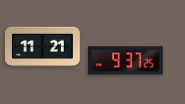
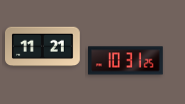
clock at (126, 61): 9:37 -> 10:31
